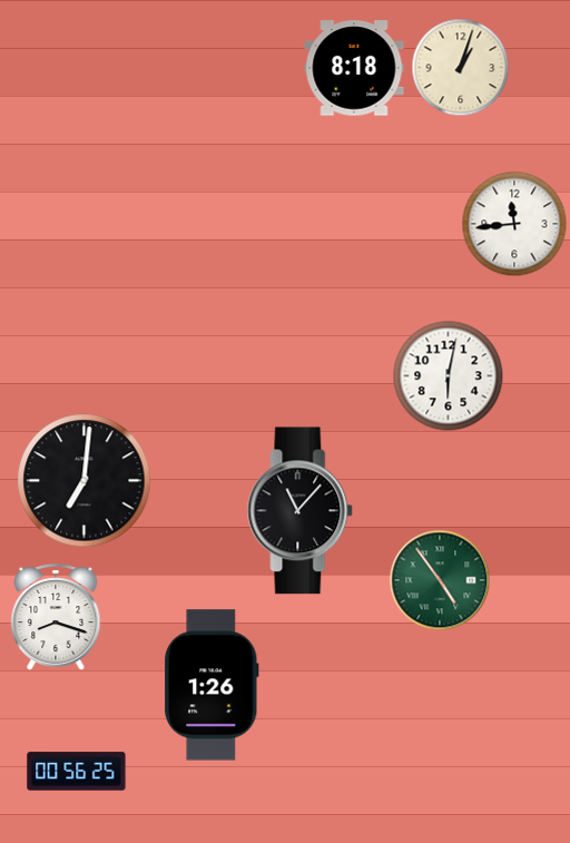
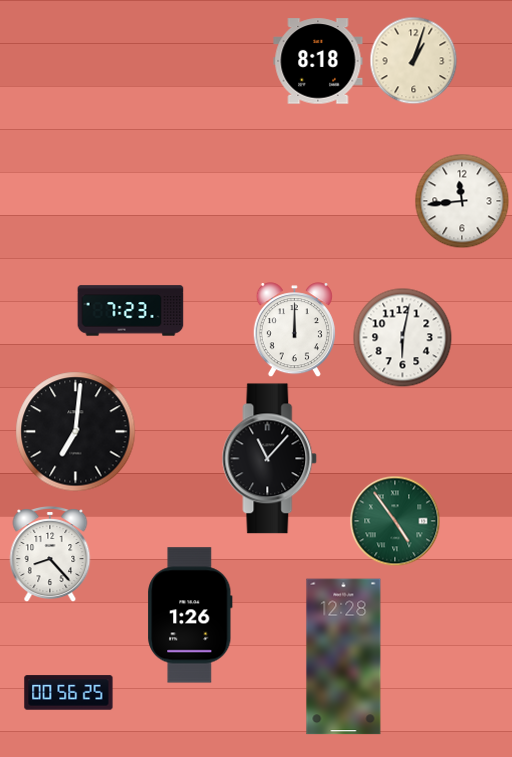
clock at (131, 311): none -> 7:23
clock at (294, 330): none -> 12:00
clock at (56, 618): 8:18 -> 8:23
clock at (344, 657): none -> 12:28
